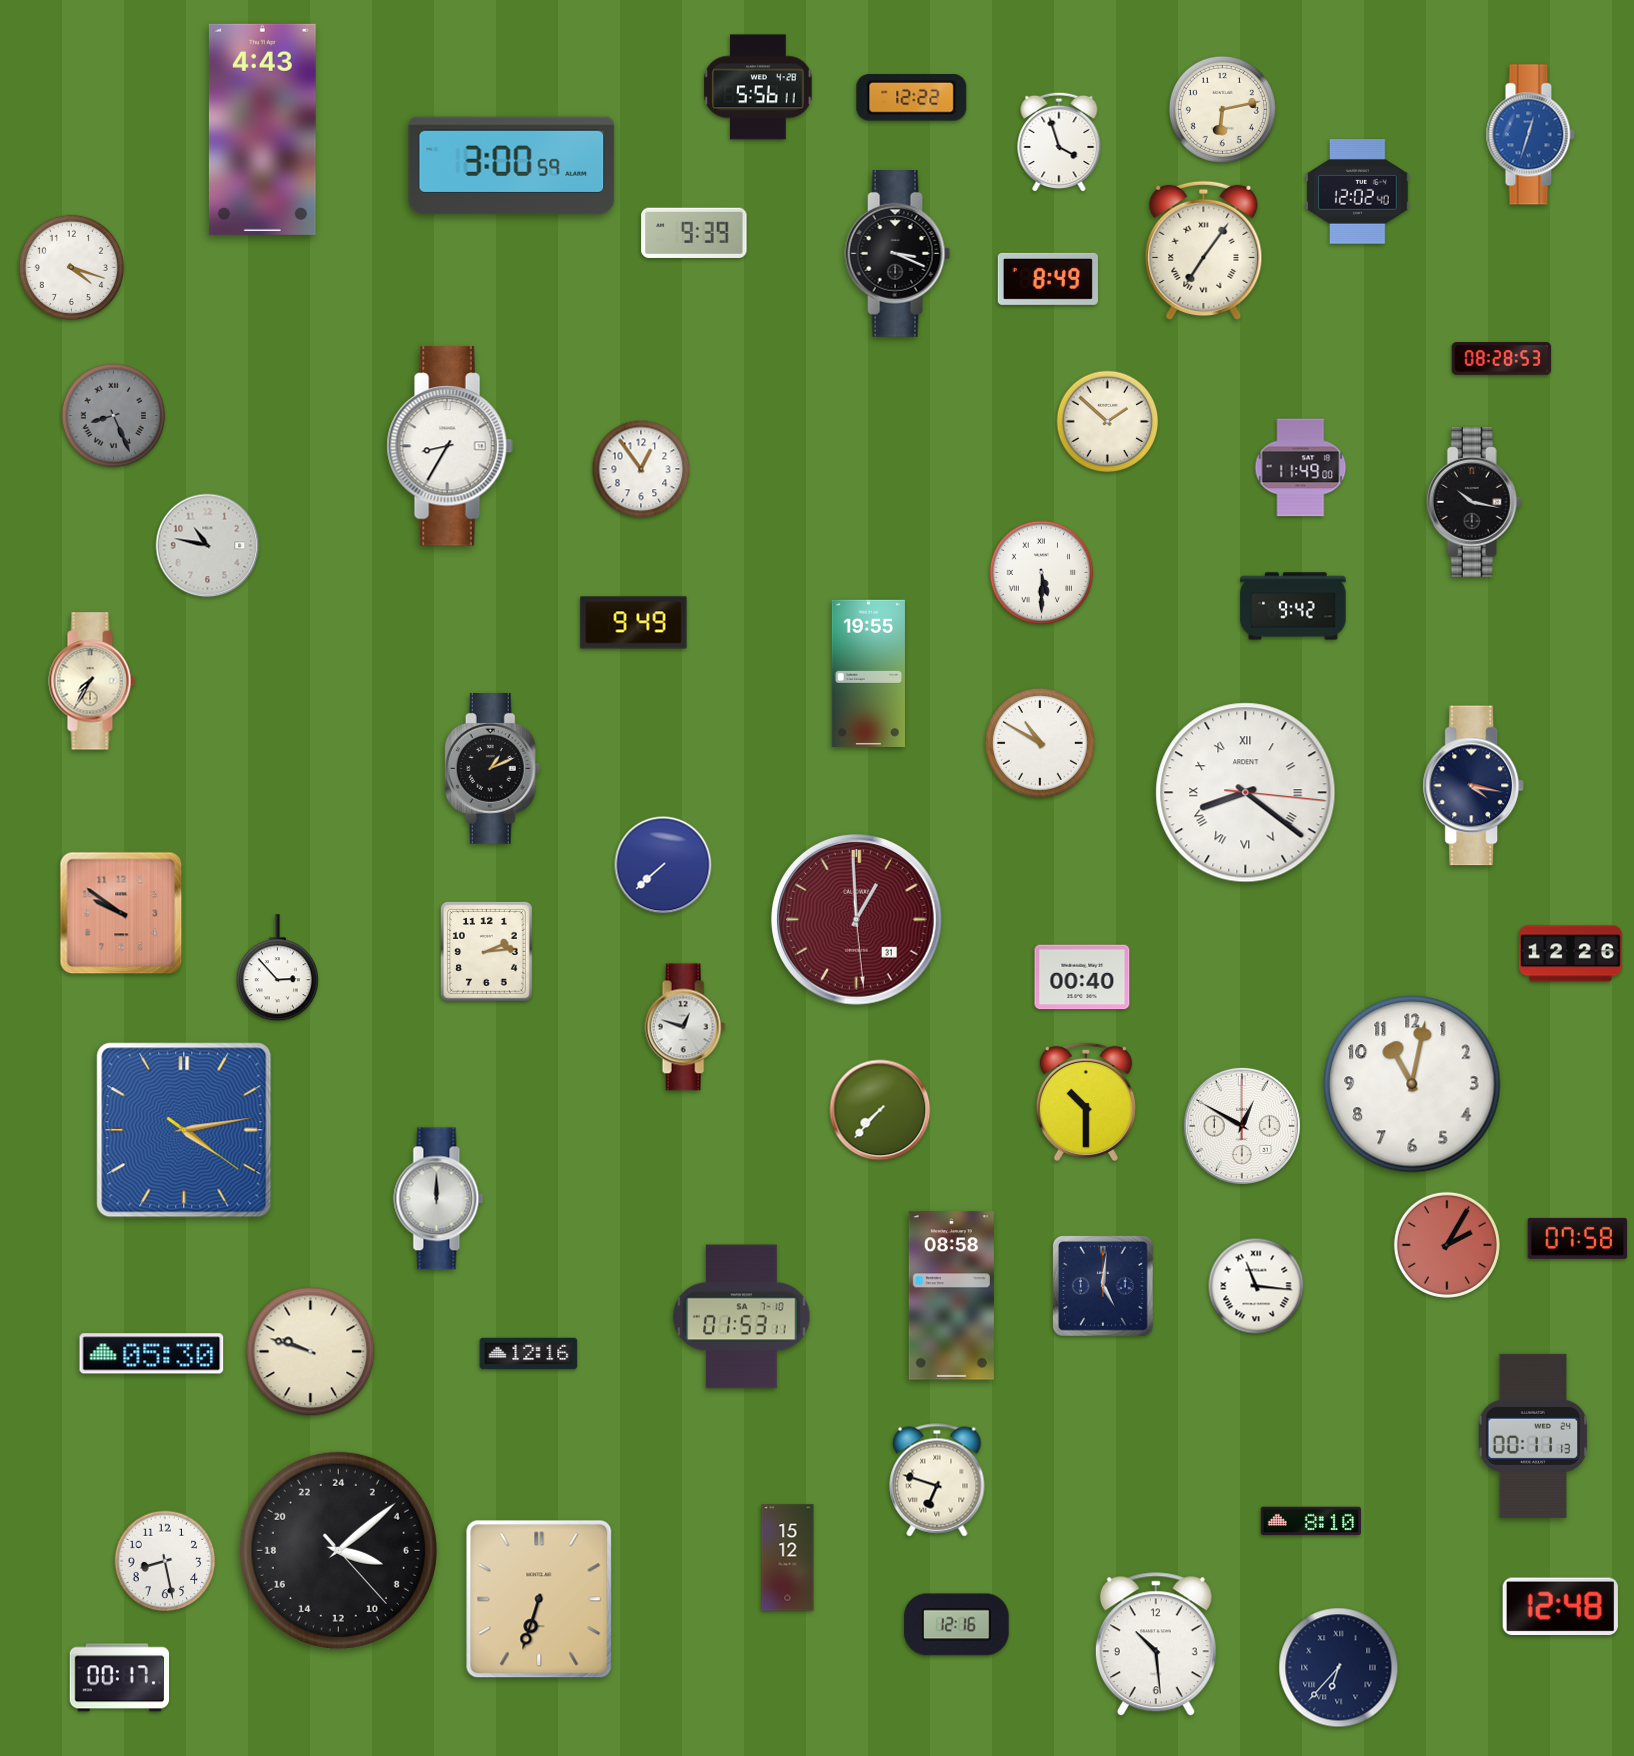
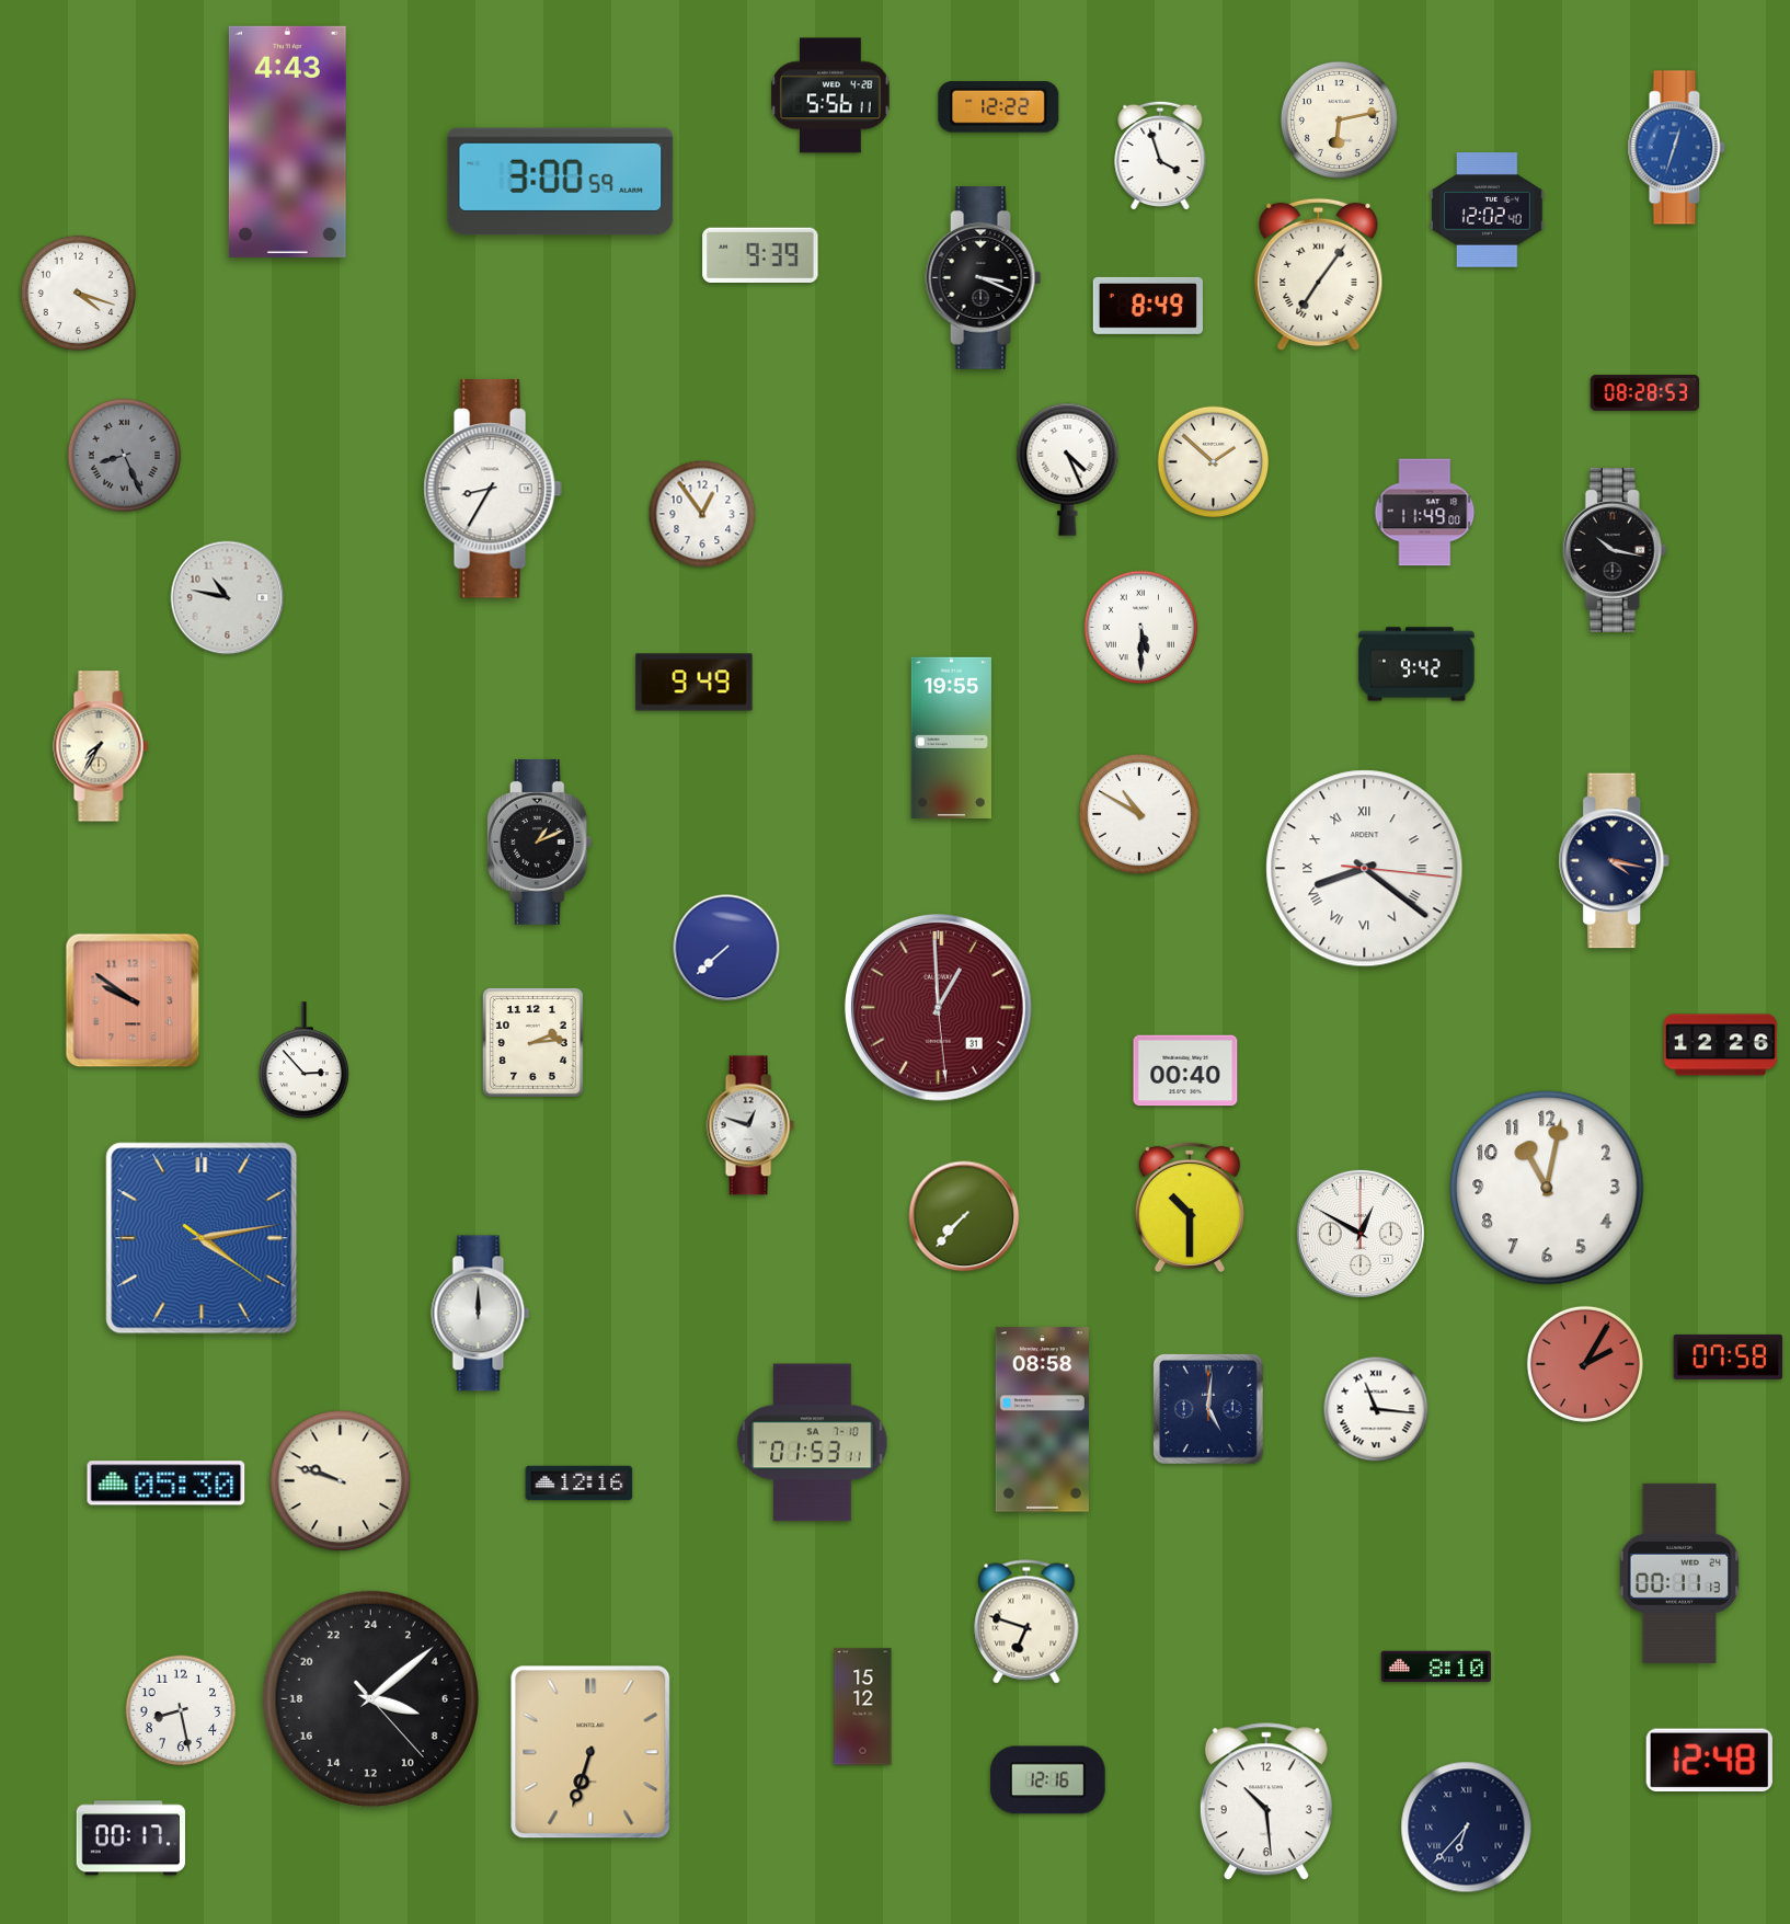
clock at (1068, 469): none -> 4:26
